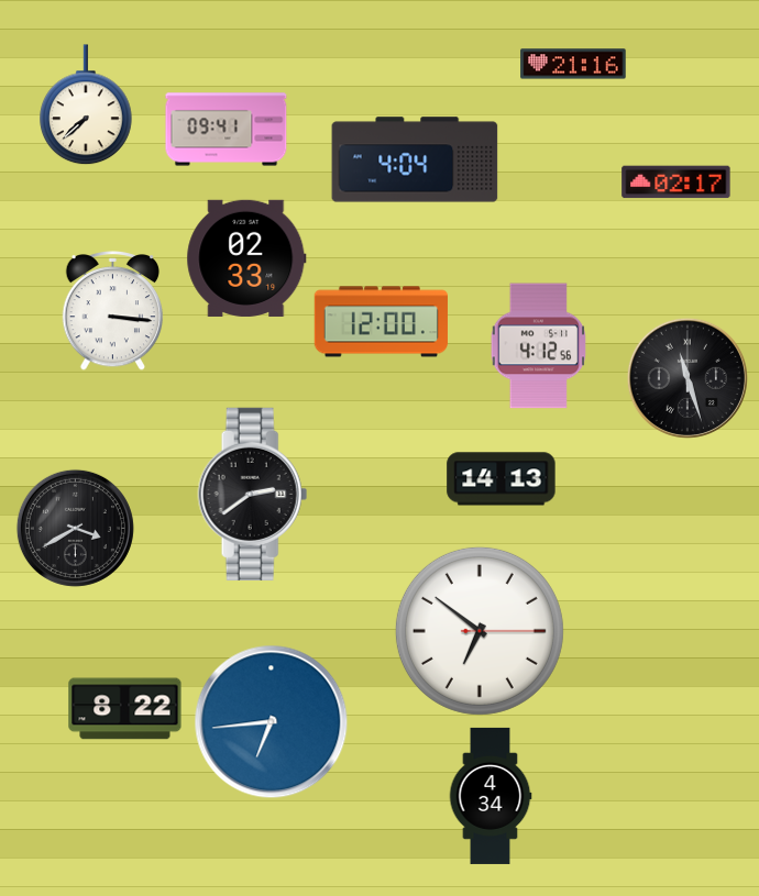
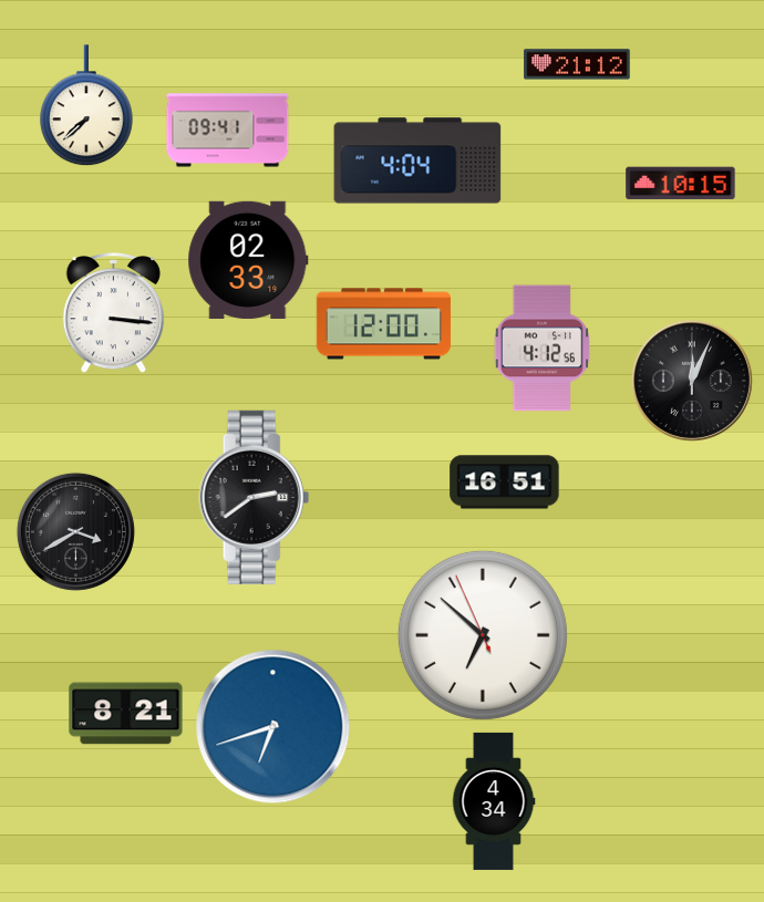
clock at (573, 64): 21:16 -> 21:12
clock at (676, 182): 02:17 -> 10:15
clock at (687, 378): 11:27 -> 12:04
clock at (502, 479): 14:13 -> 16:51
clock at (480, 631): 6:51:15 -> 6:51:56
clock at (125, 709): 8:22 -> 8:21
clock at (272, 722): 6:44 -> 6:42
